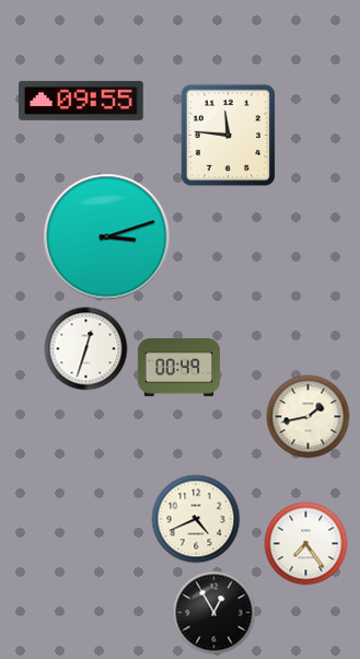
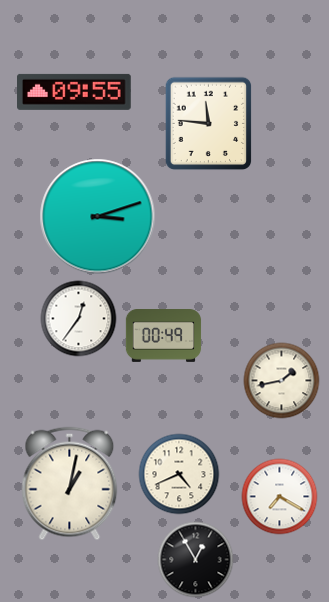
clock at (86, 349): 12:33 -> 12:36
clock at (70, 484): none -> 1:02
clock at (306, 544): 7:24 -> 7:20
